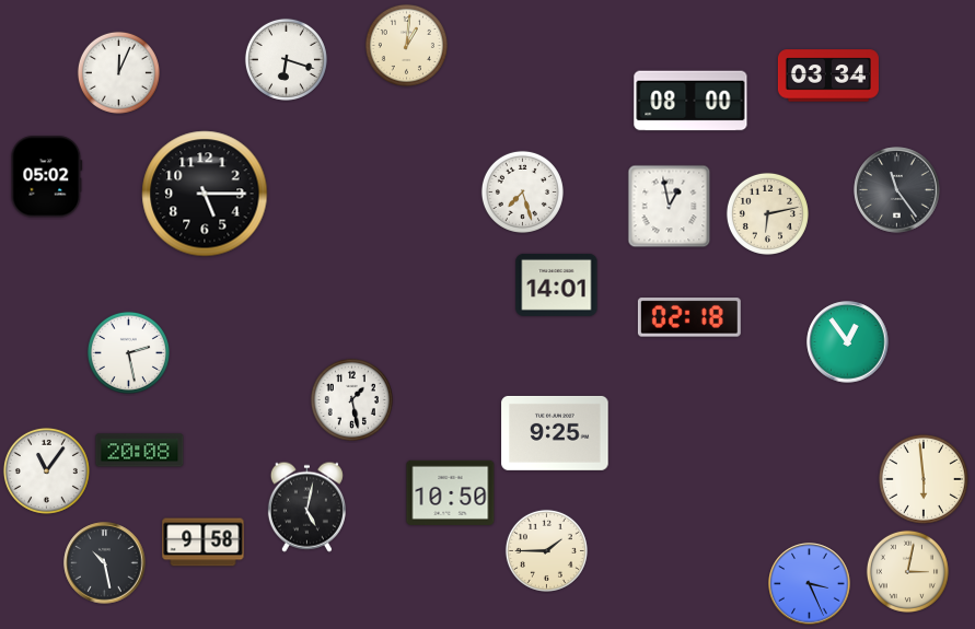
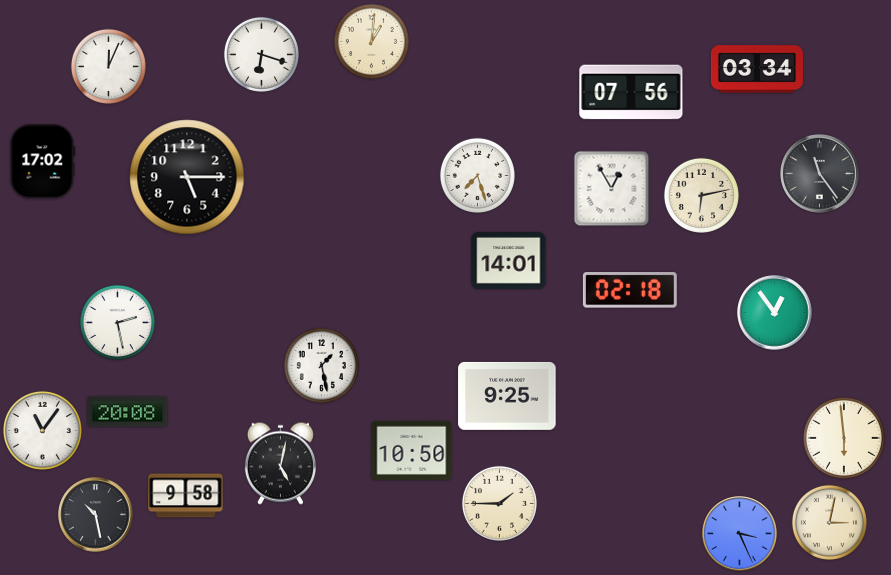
clock at (690, 101): 08:00 -> 07:56
clock at (47, 177): 05:02 -> 17:02
clock at (670, 207): 12:58 -> 12:55
